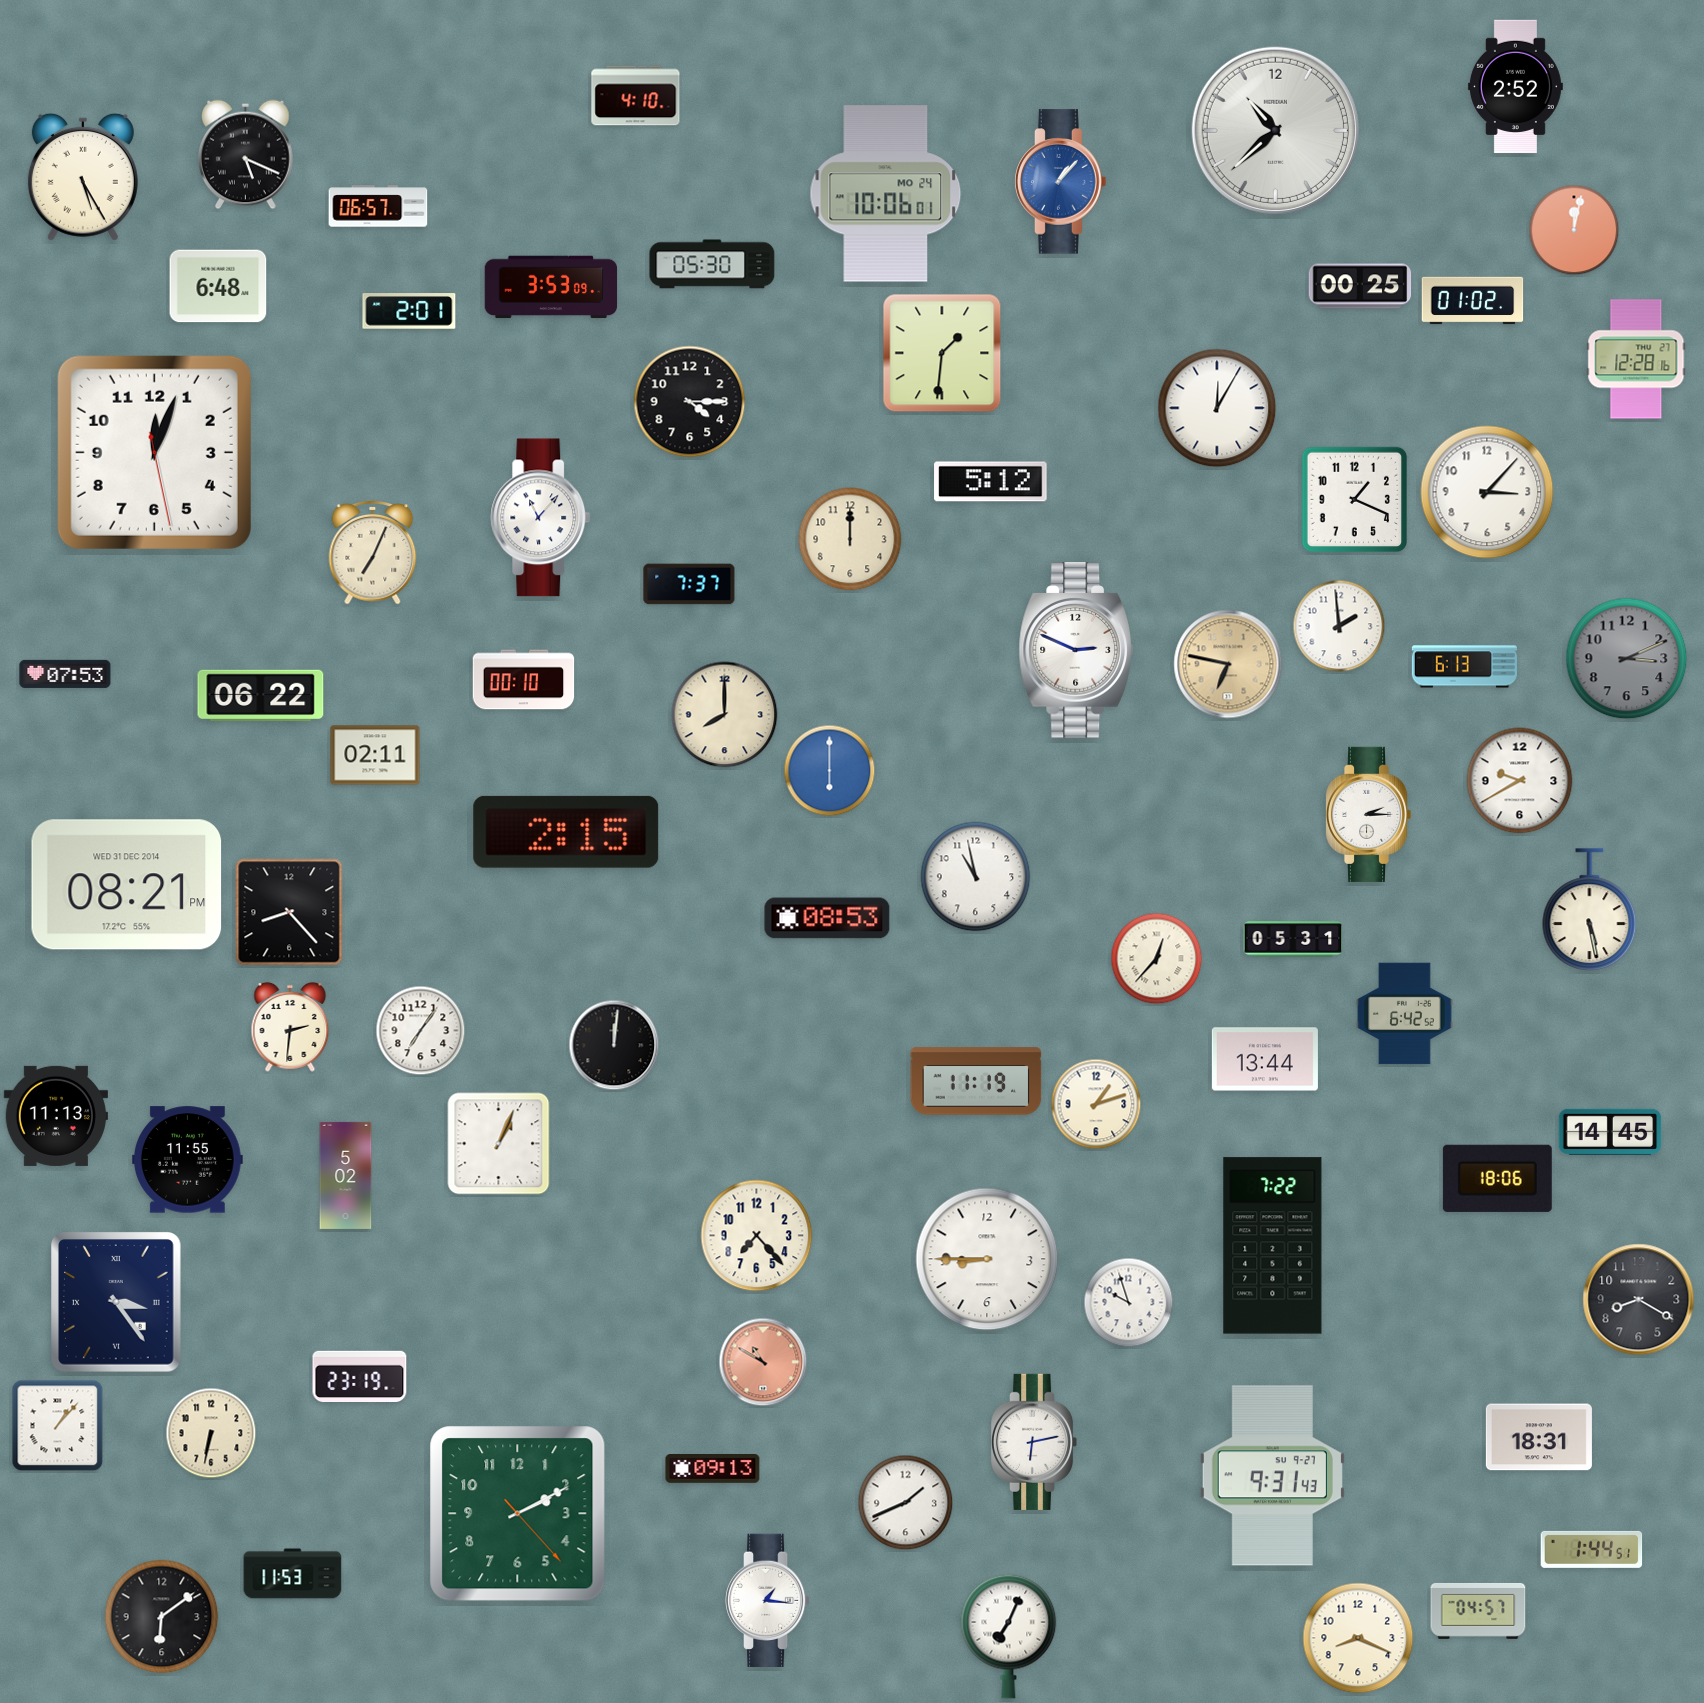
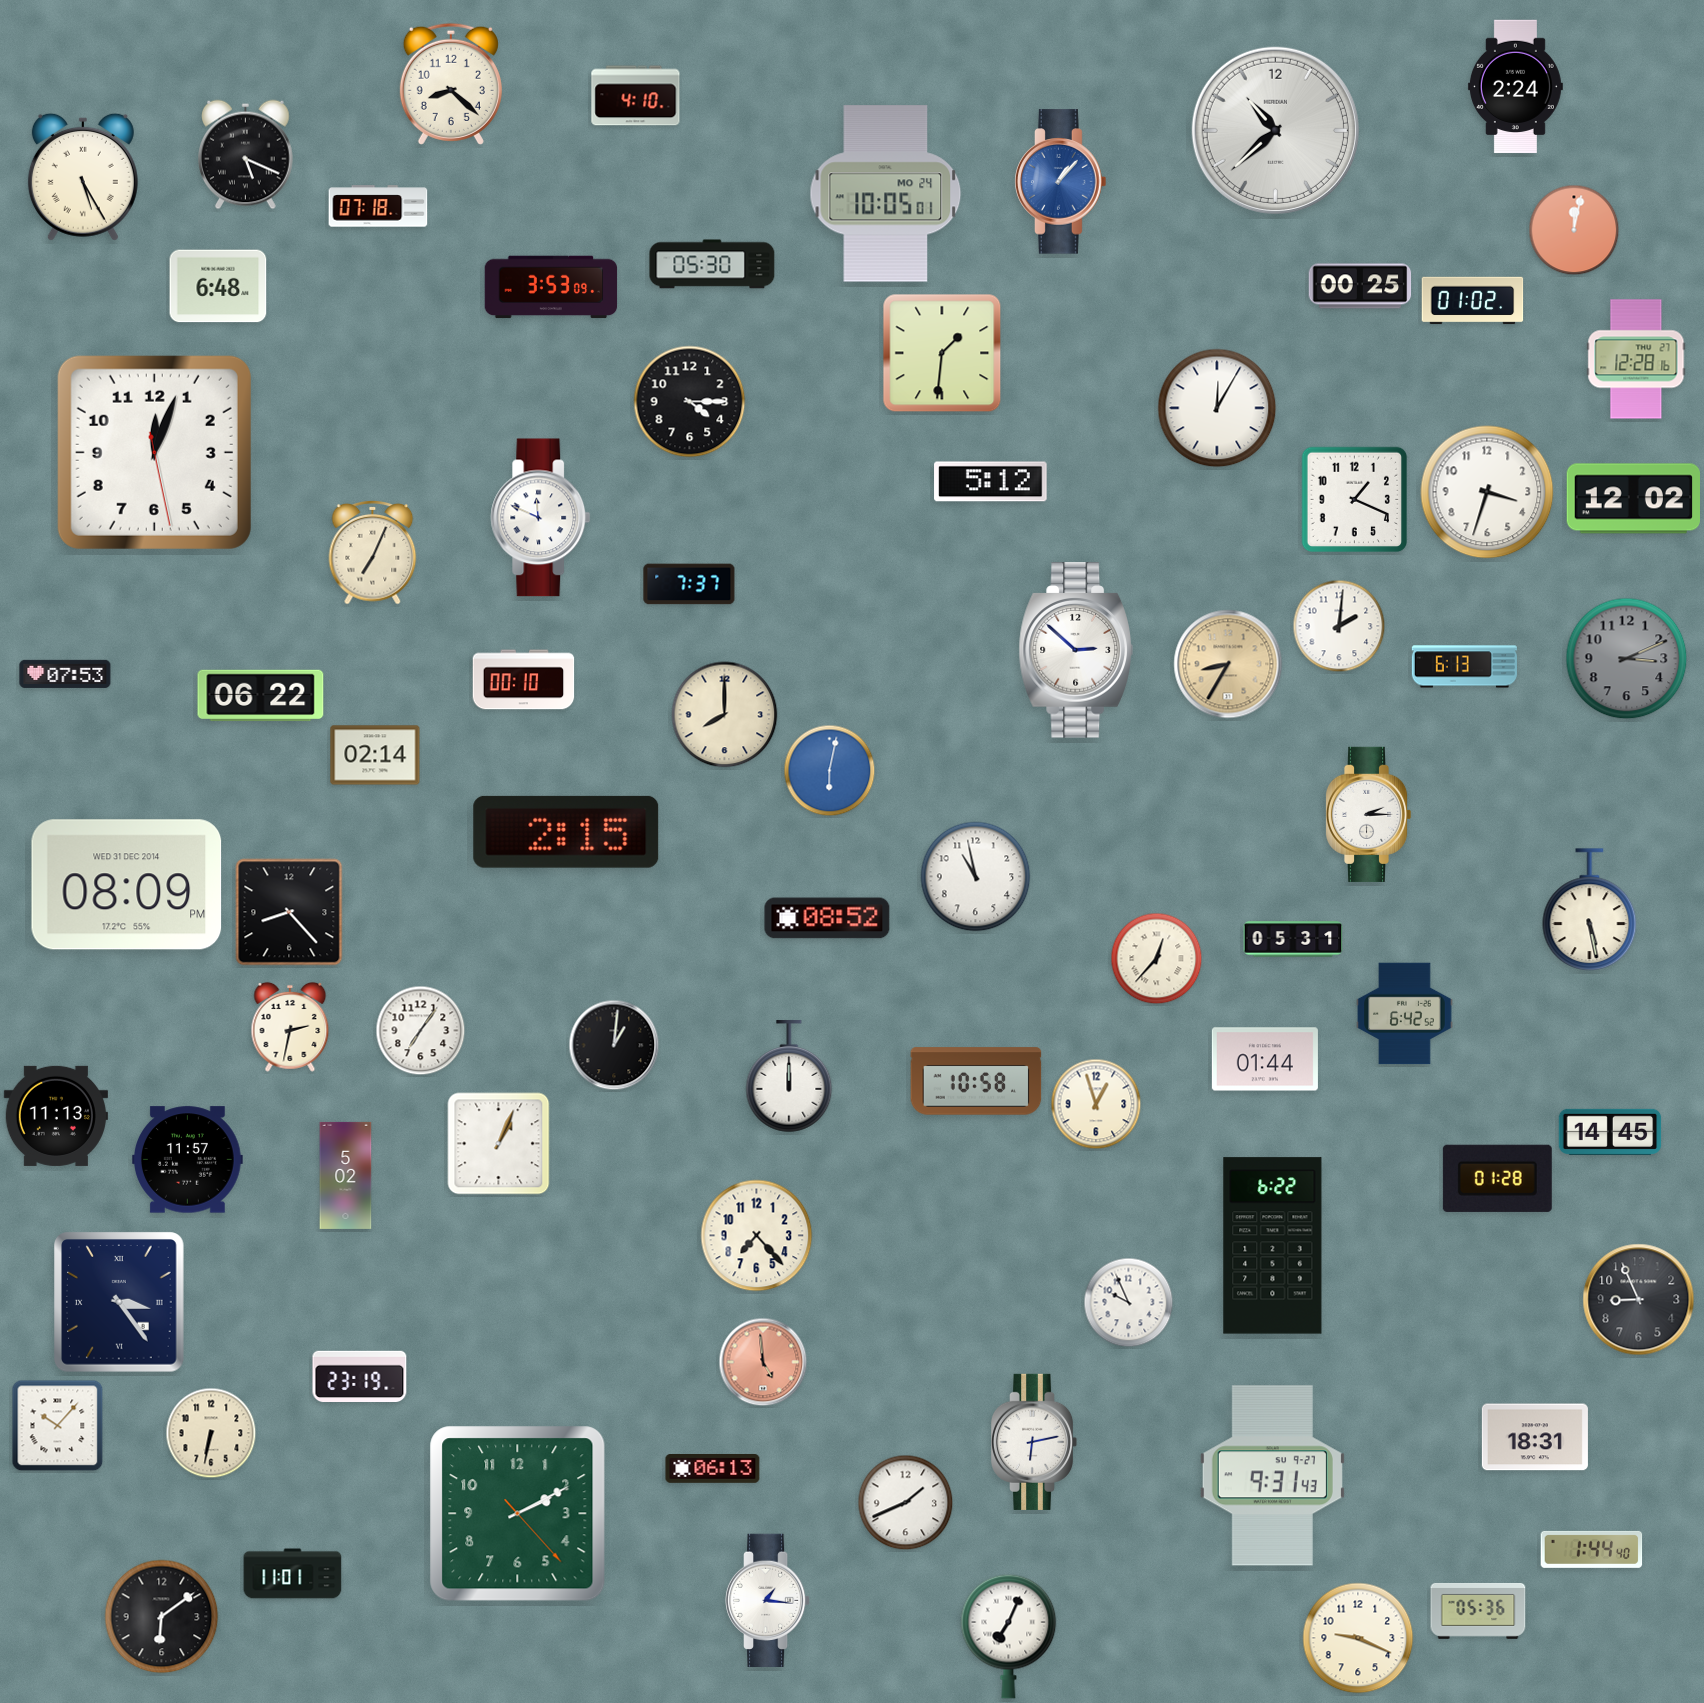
clock at (451, 84): none -> 8:22
clock at (1515, 87): 2:52 -> 2:24
clock at (886, 194): 10:06 -> 10:05
clock at (378, 206): 06:57 -> 07:18
clock at (409, 311): 2:01 -> none
clock at (1487, 492): 3:07 -> 3:33
clock at (1634, 499): none -> 12:02
clock at (541, 518): 11:07 -> 11:49
clock at (850, 539): 12:00 -> none
clock at (1339, 626): 1:59 -> 2:01
clock at (1075, 650): 2:49 -> 2:52
clock at (1228, 664): 6:47 -> 8:35
clock at (375, 755): 02:11 -> 02:14
clock at (830, 771): 6:00 -> 6:02
clock at (1520, 781): 9:40 -> none
clock at (127, 885): 08:21 -> 08:09
clock at (827, 918): 08:53 -> 08:52
clock at (290, 1027): 2:31 -> 2:32
clock at (614, 1045): 12:01 -> 1:01
clock at (1265, 1059): 13:44 -> 01:44
clock at (789, 1077): none -> 12:00
clock at (976, 1081): 11:19 -> 10:58
clock at (1096, 1104): 1:12 -> 12:57
clock at (188, 1160): 11:55 -> 11:57
clock at (1497, 1178): 18:06 -> 01:28
clock at (1273, 1246): 7:22 -> 6:22
clock at (987, 1259): 8:45 -> none
clock at (1639, 1300): 8:20 -> 8:56
clock at (117, 1302) position: (117, 1302) -> (120, 1302)
clock at (1129, 1303): 9:57 -> 9:56
clock at (763, 1362): 10:50 -> 4:59
clock at (58, 1426): 1:07 -> 10:07
clock at (1539, 1437) position: (1539, 1437) -> (1535, 1437)
clock at (713, 1469): 09:13 -> 06:13
clock at (1592, 1549): 1:44:51 -> 1:44:40
clock at (293, 1574): 11:53 -> 11:01
clock at (1478, 1611): 04:57 -> 05:36
clock at (1358, 1638): 8:19 -> 9:19
